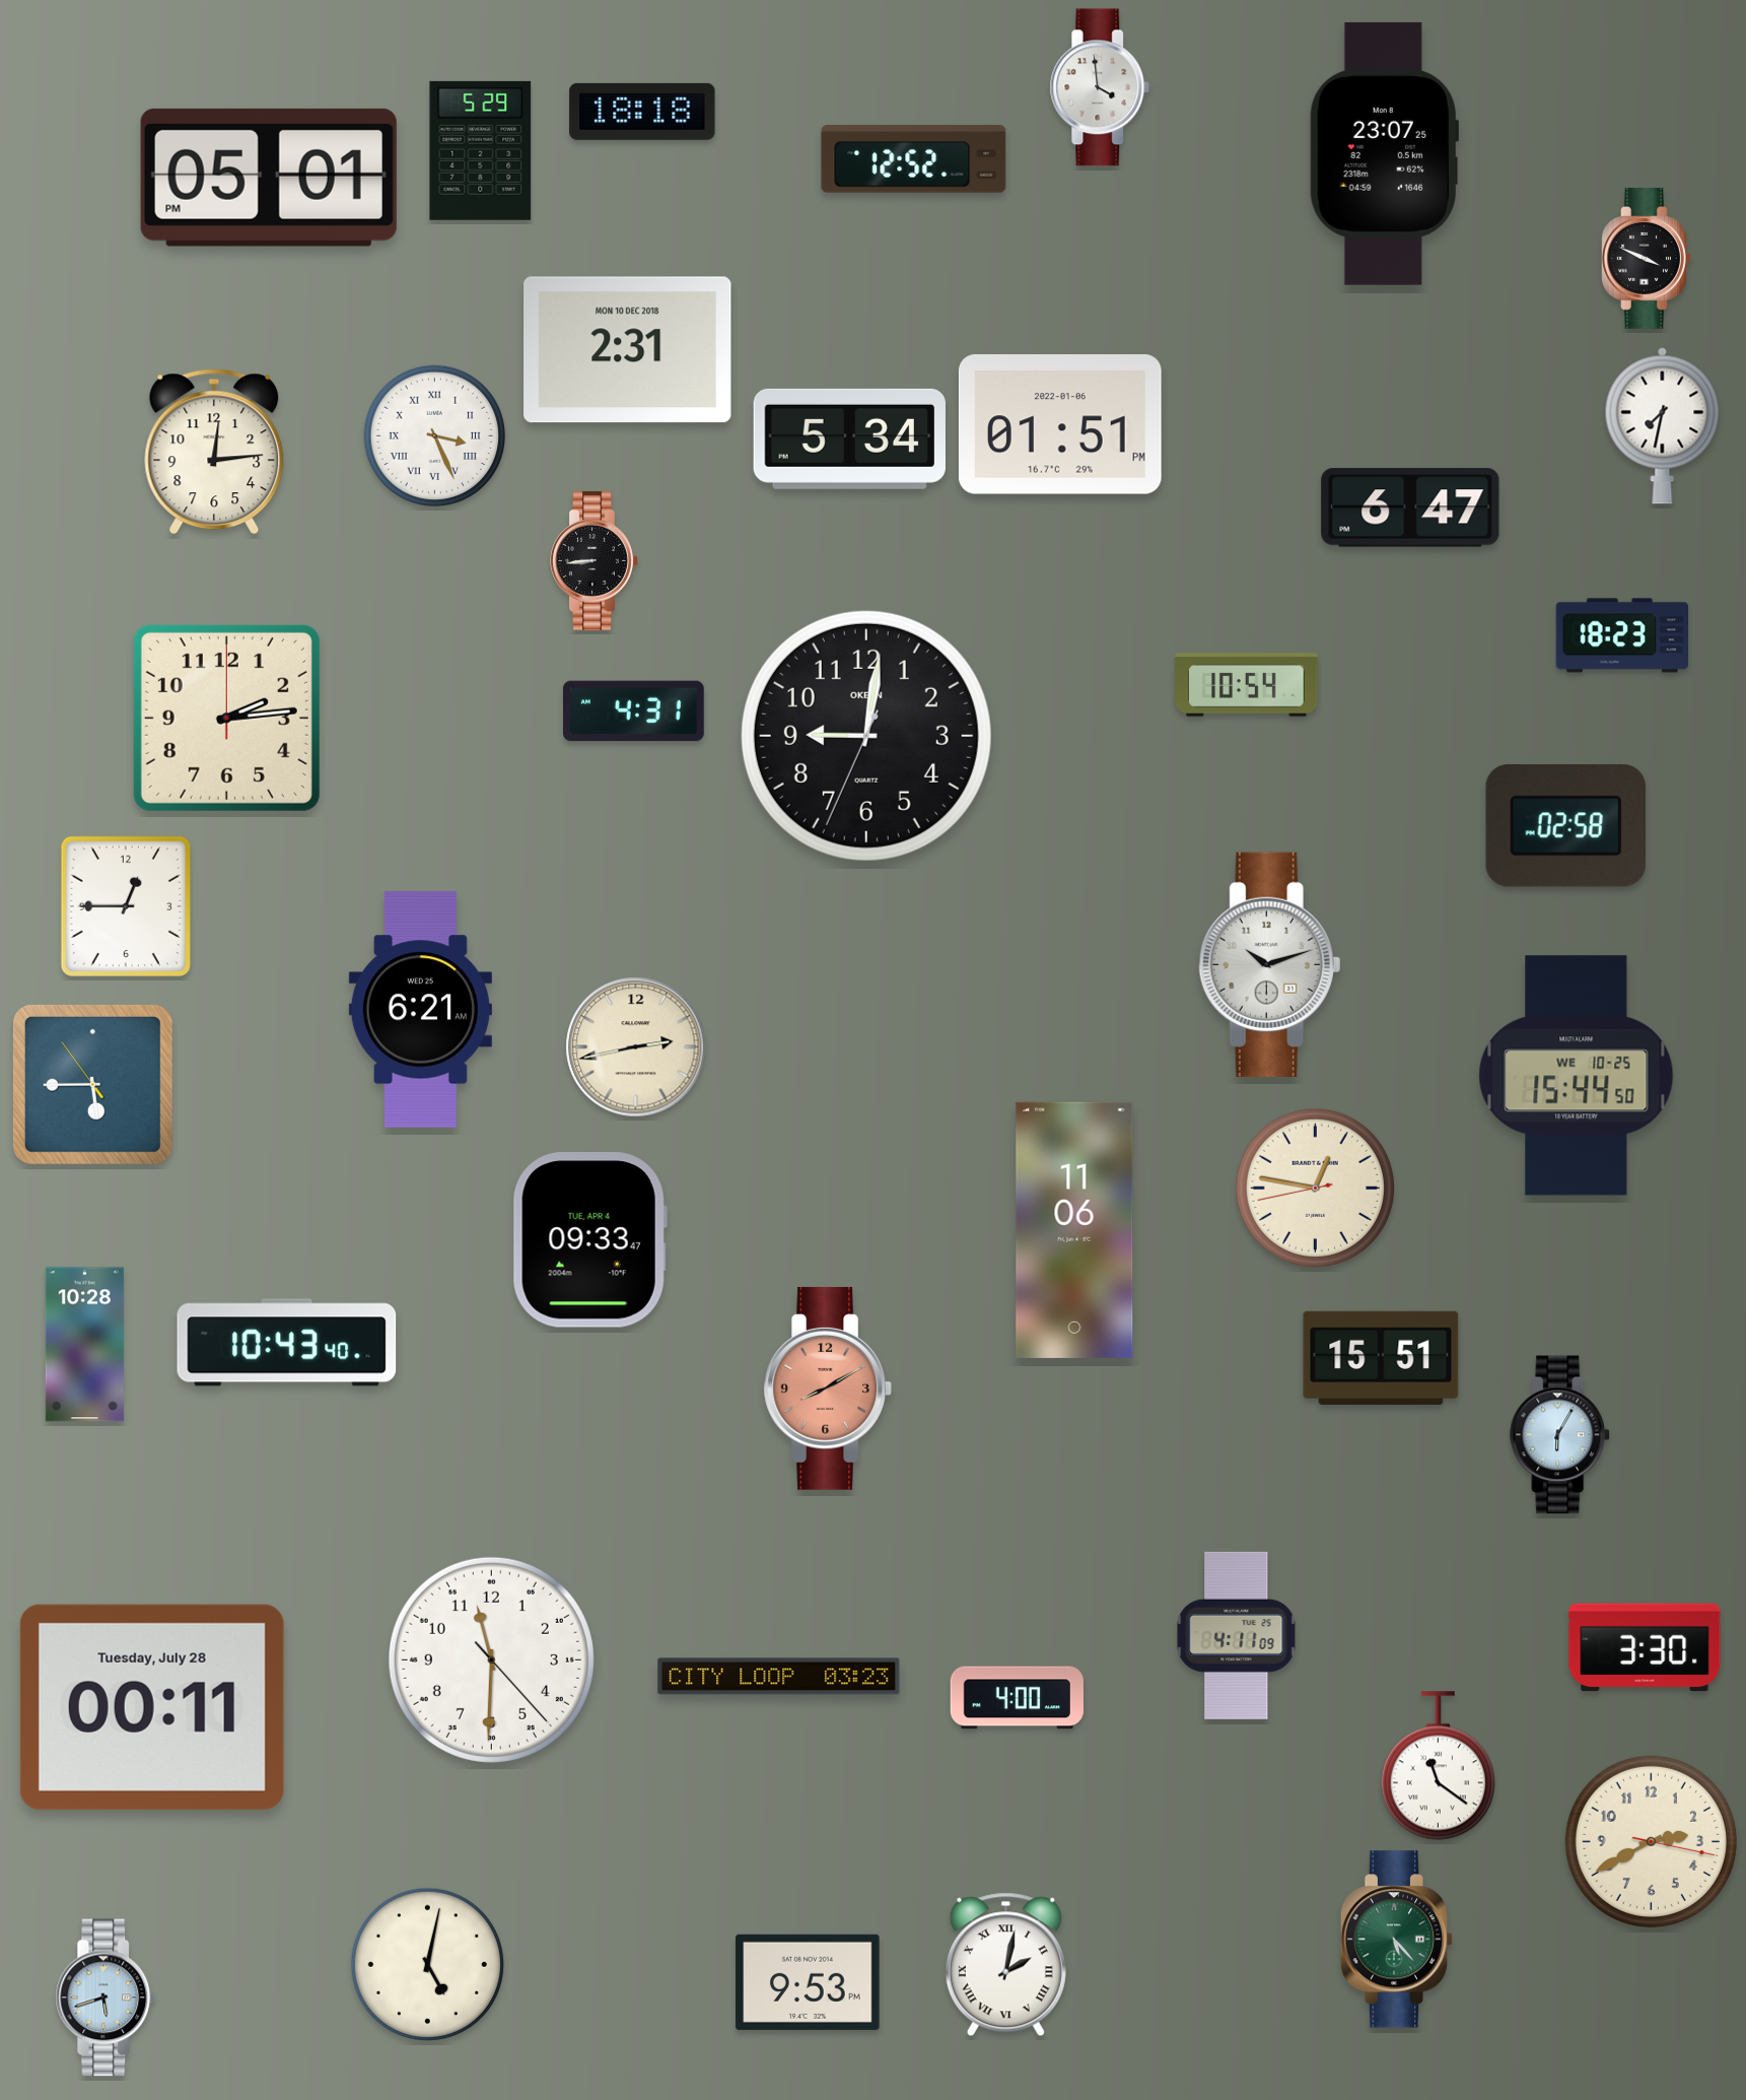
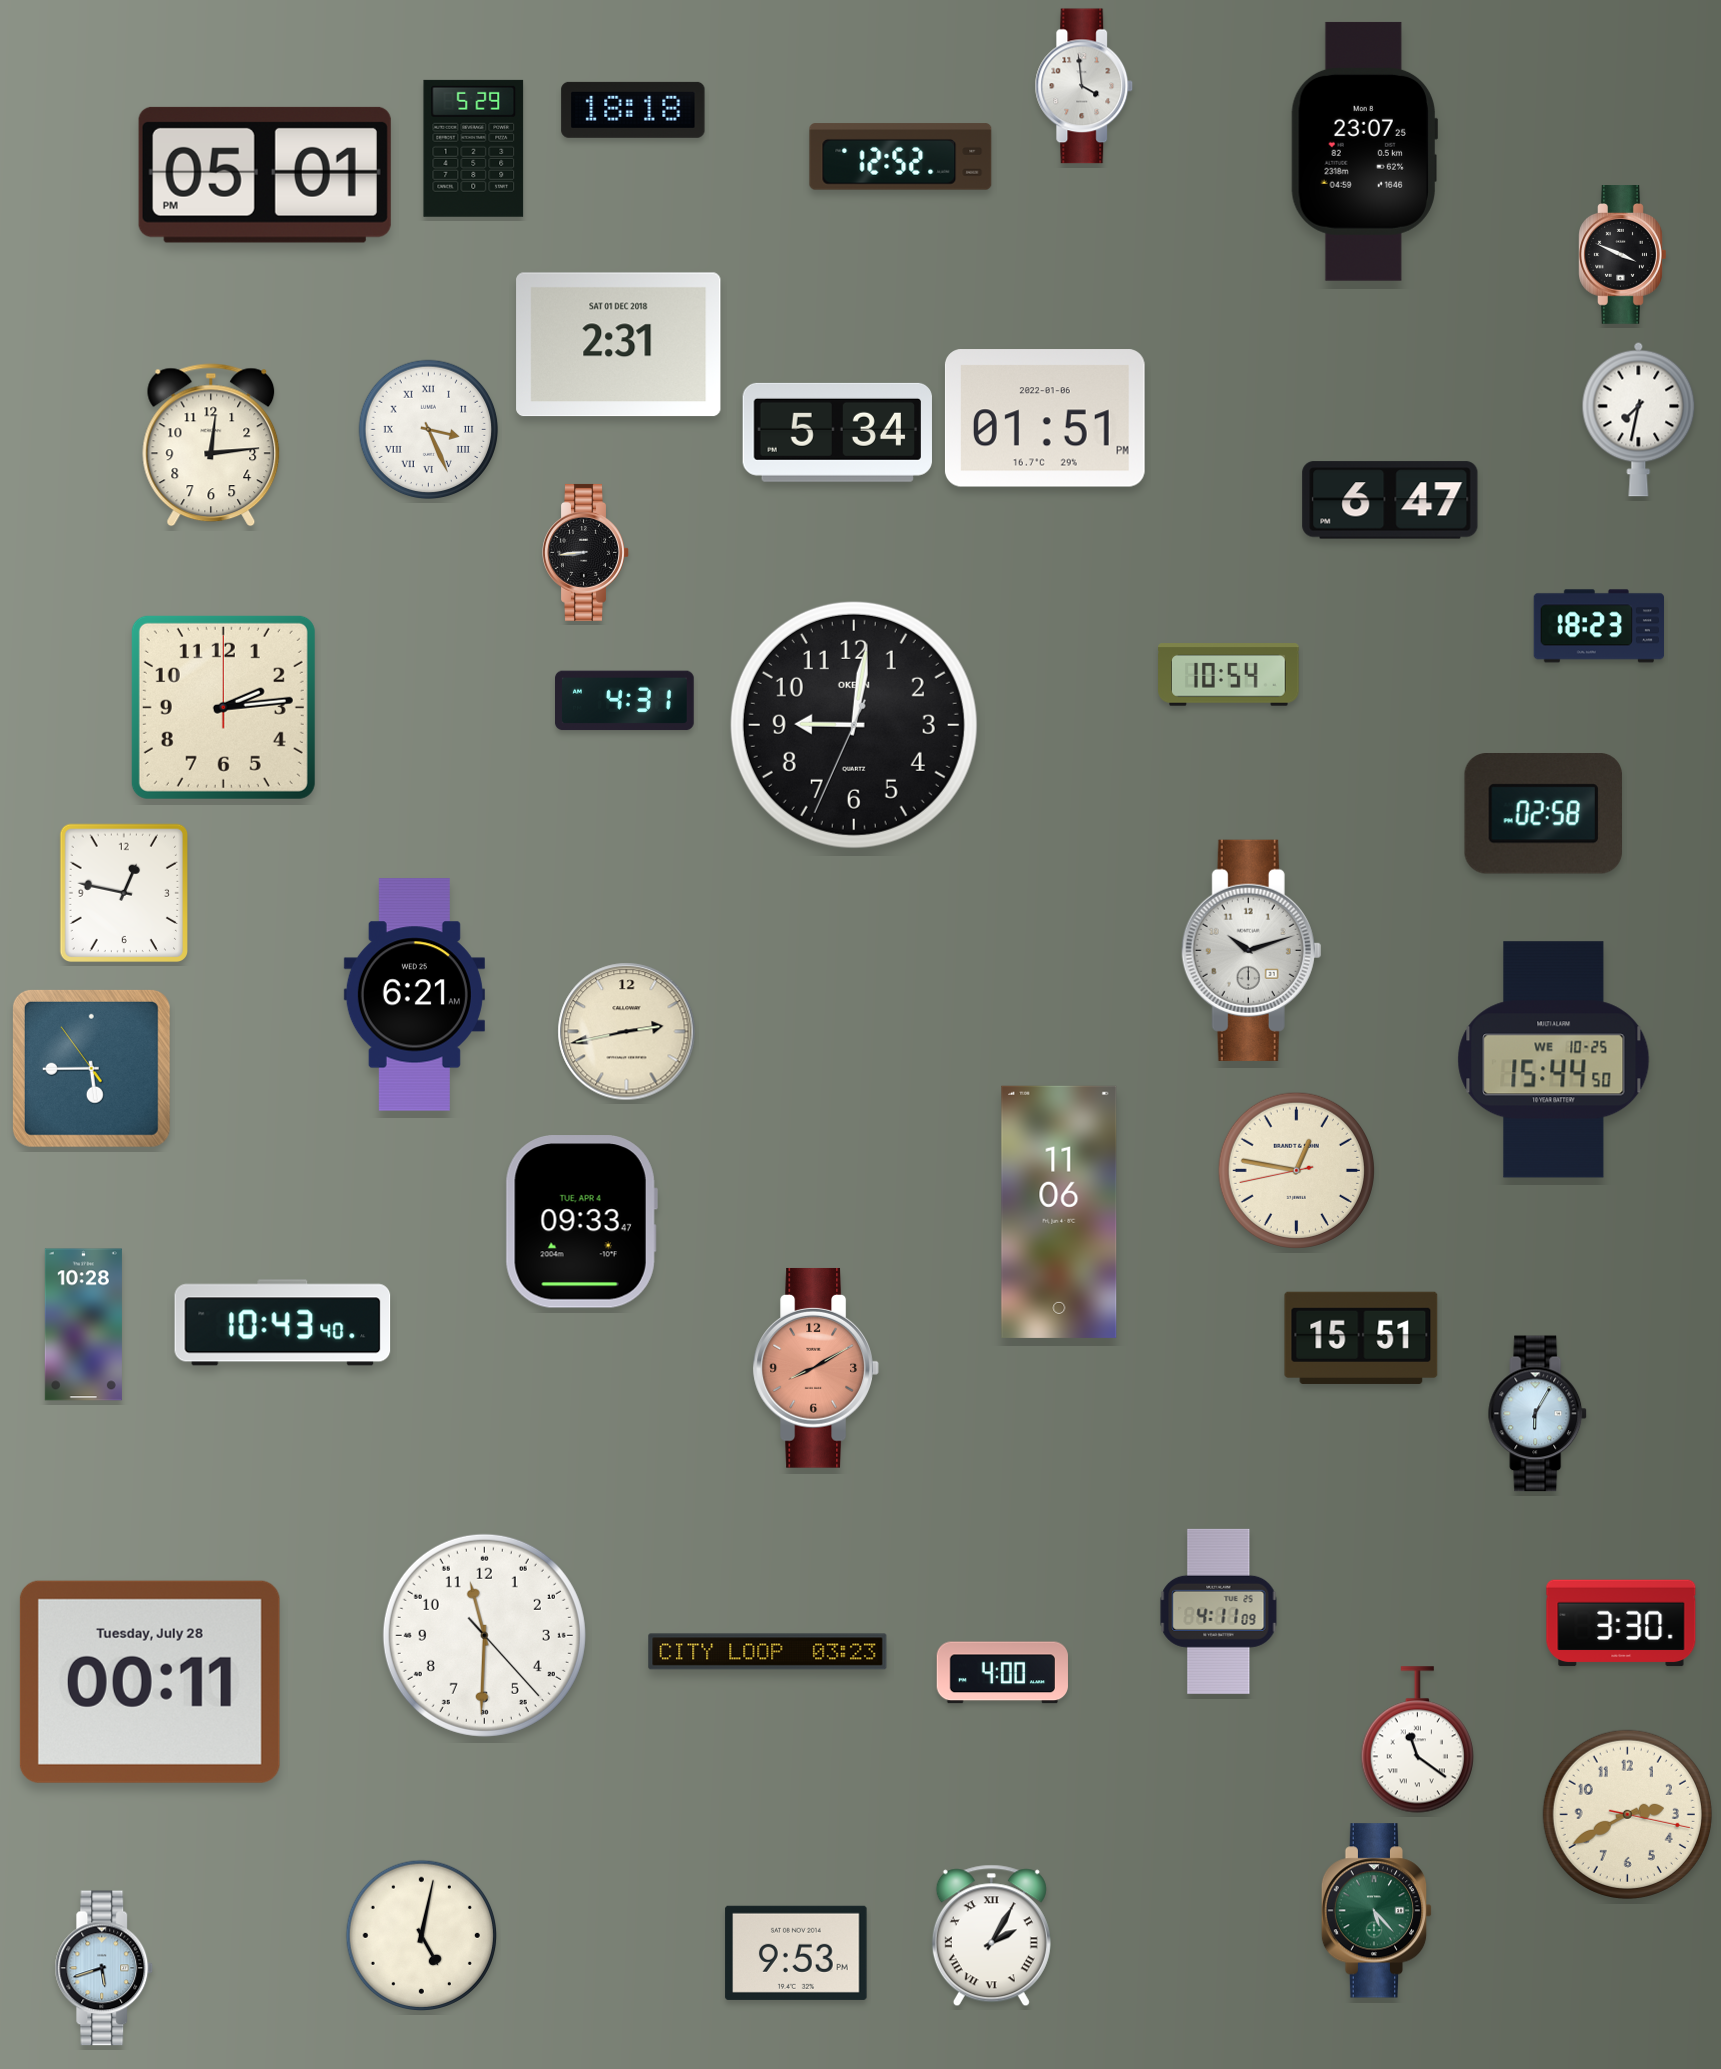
clock at (628, 350) date: MON 10 DEC 2018 -> SAT 01 DEC 2018
clock at (125, 905): 12:45 -> 12:47
clock at (1005, 1965): 2:02 -> 2:05
